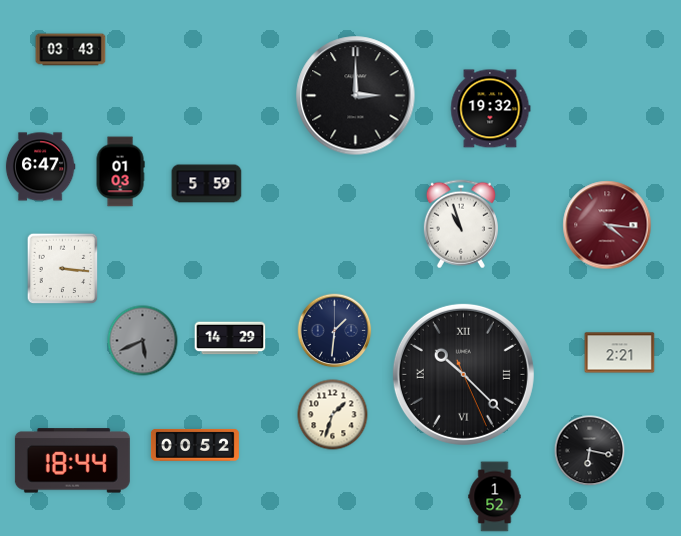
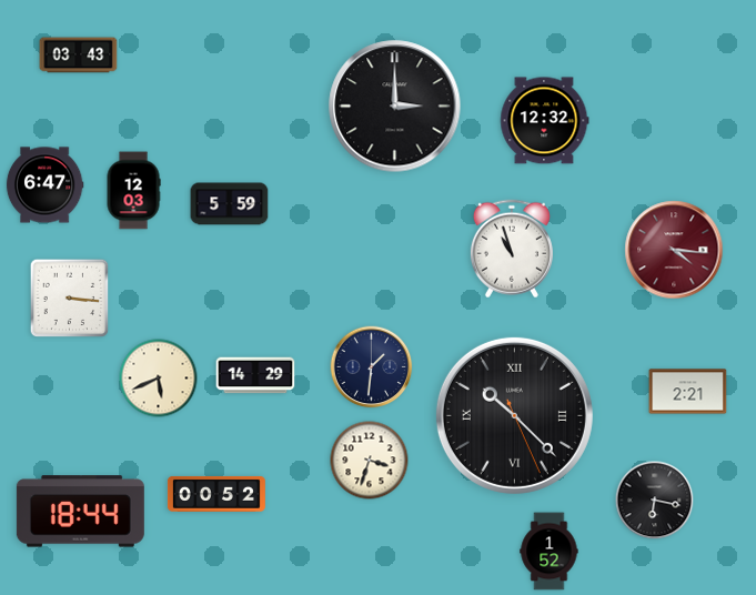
clock at (491, 109): 19:32 -> 12:32
clock at (120, 172): 01:03 -> 12:03
clock at (143, 341) dial: grey -> cream
clock at (333, 415): 1:33 -> 3:33
